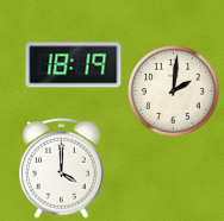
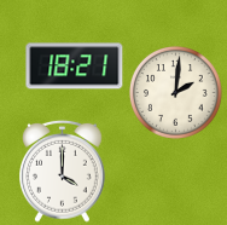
clock at (74, 65): 18:19 -> 18:21
